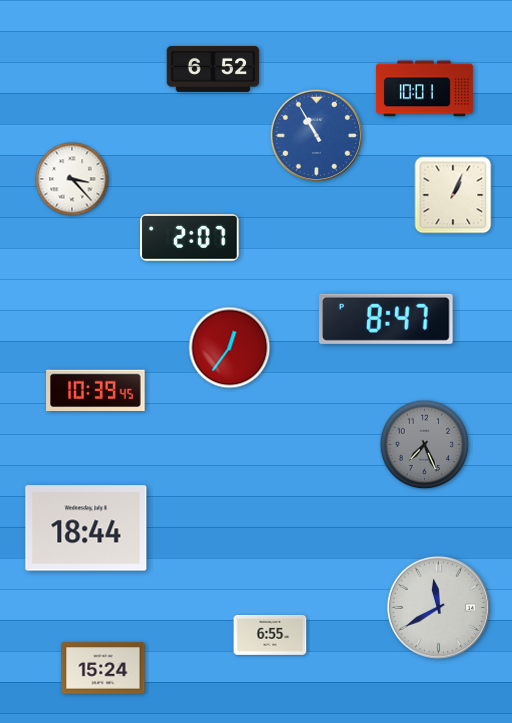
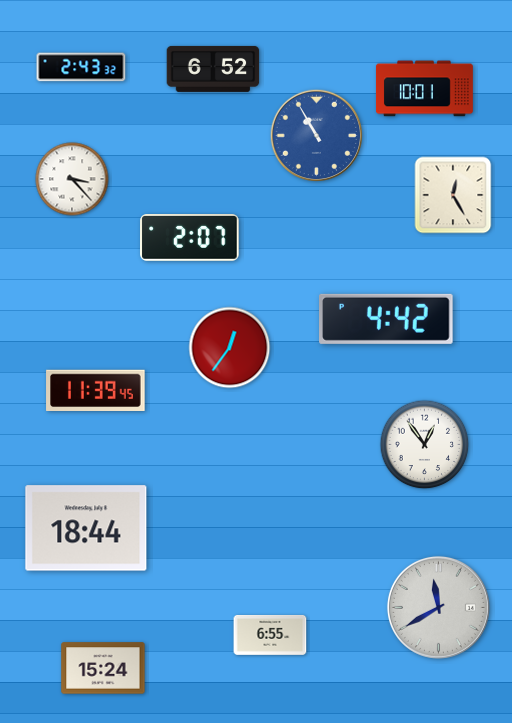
clock at (81, 67): none -> 2:43
clock at (453, 195): 1:04 -> 12:25
clock at (386, 319): 8:47 -> 4:42
clock at (96, 391): 10:39 -> 11:39
clock at (425, 445): 7:26 -> 12:54
clock at (425, 445) dial: grey -> white
